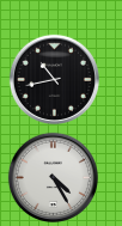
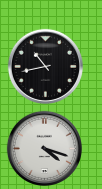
clock at (53, 177): 4:25 -> 4:18
